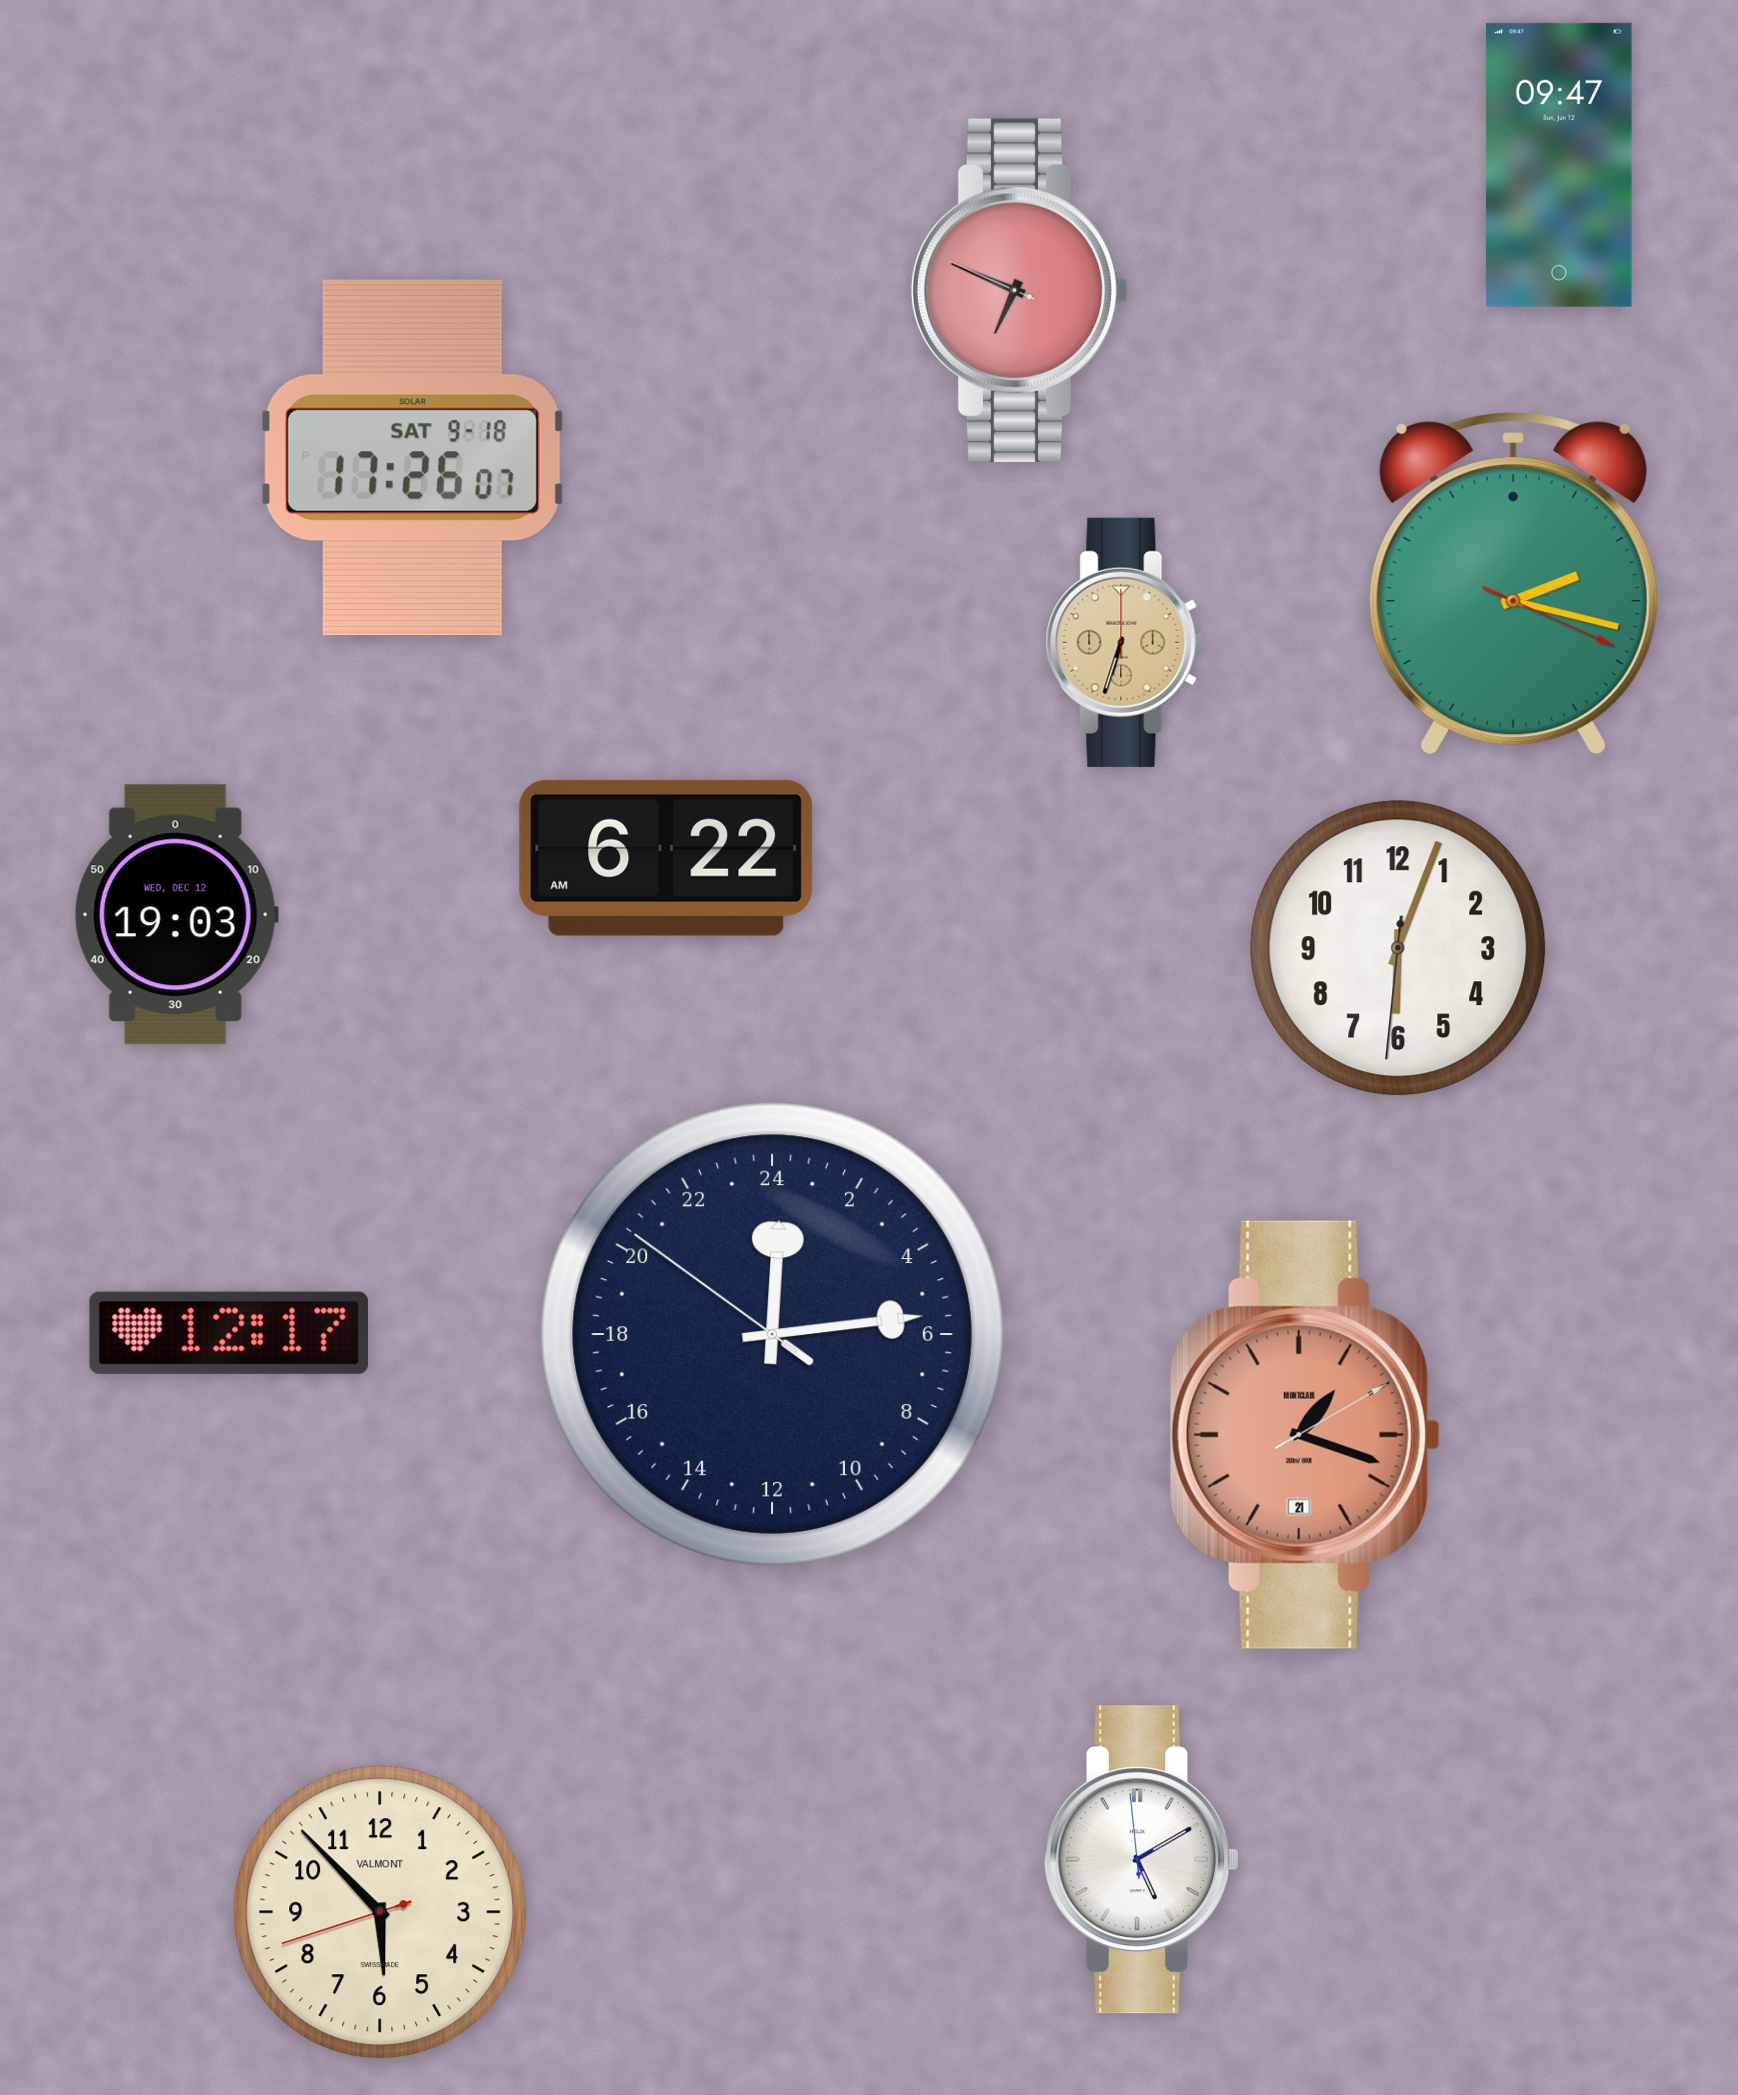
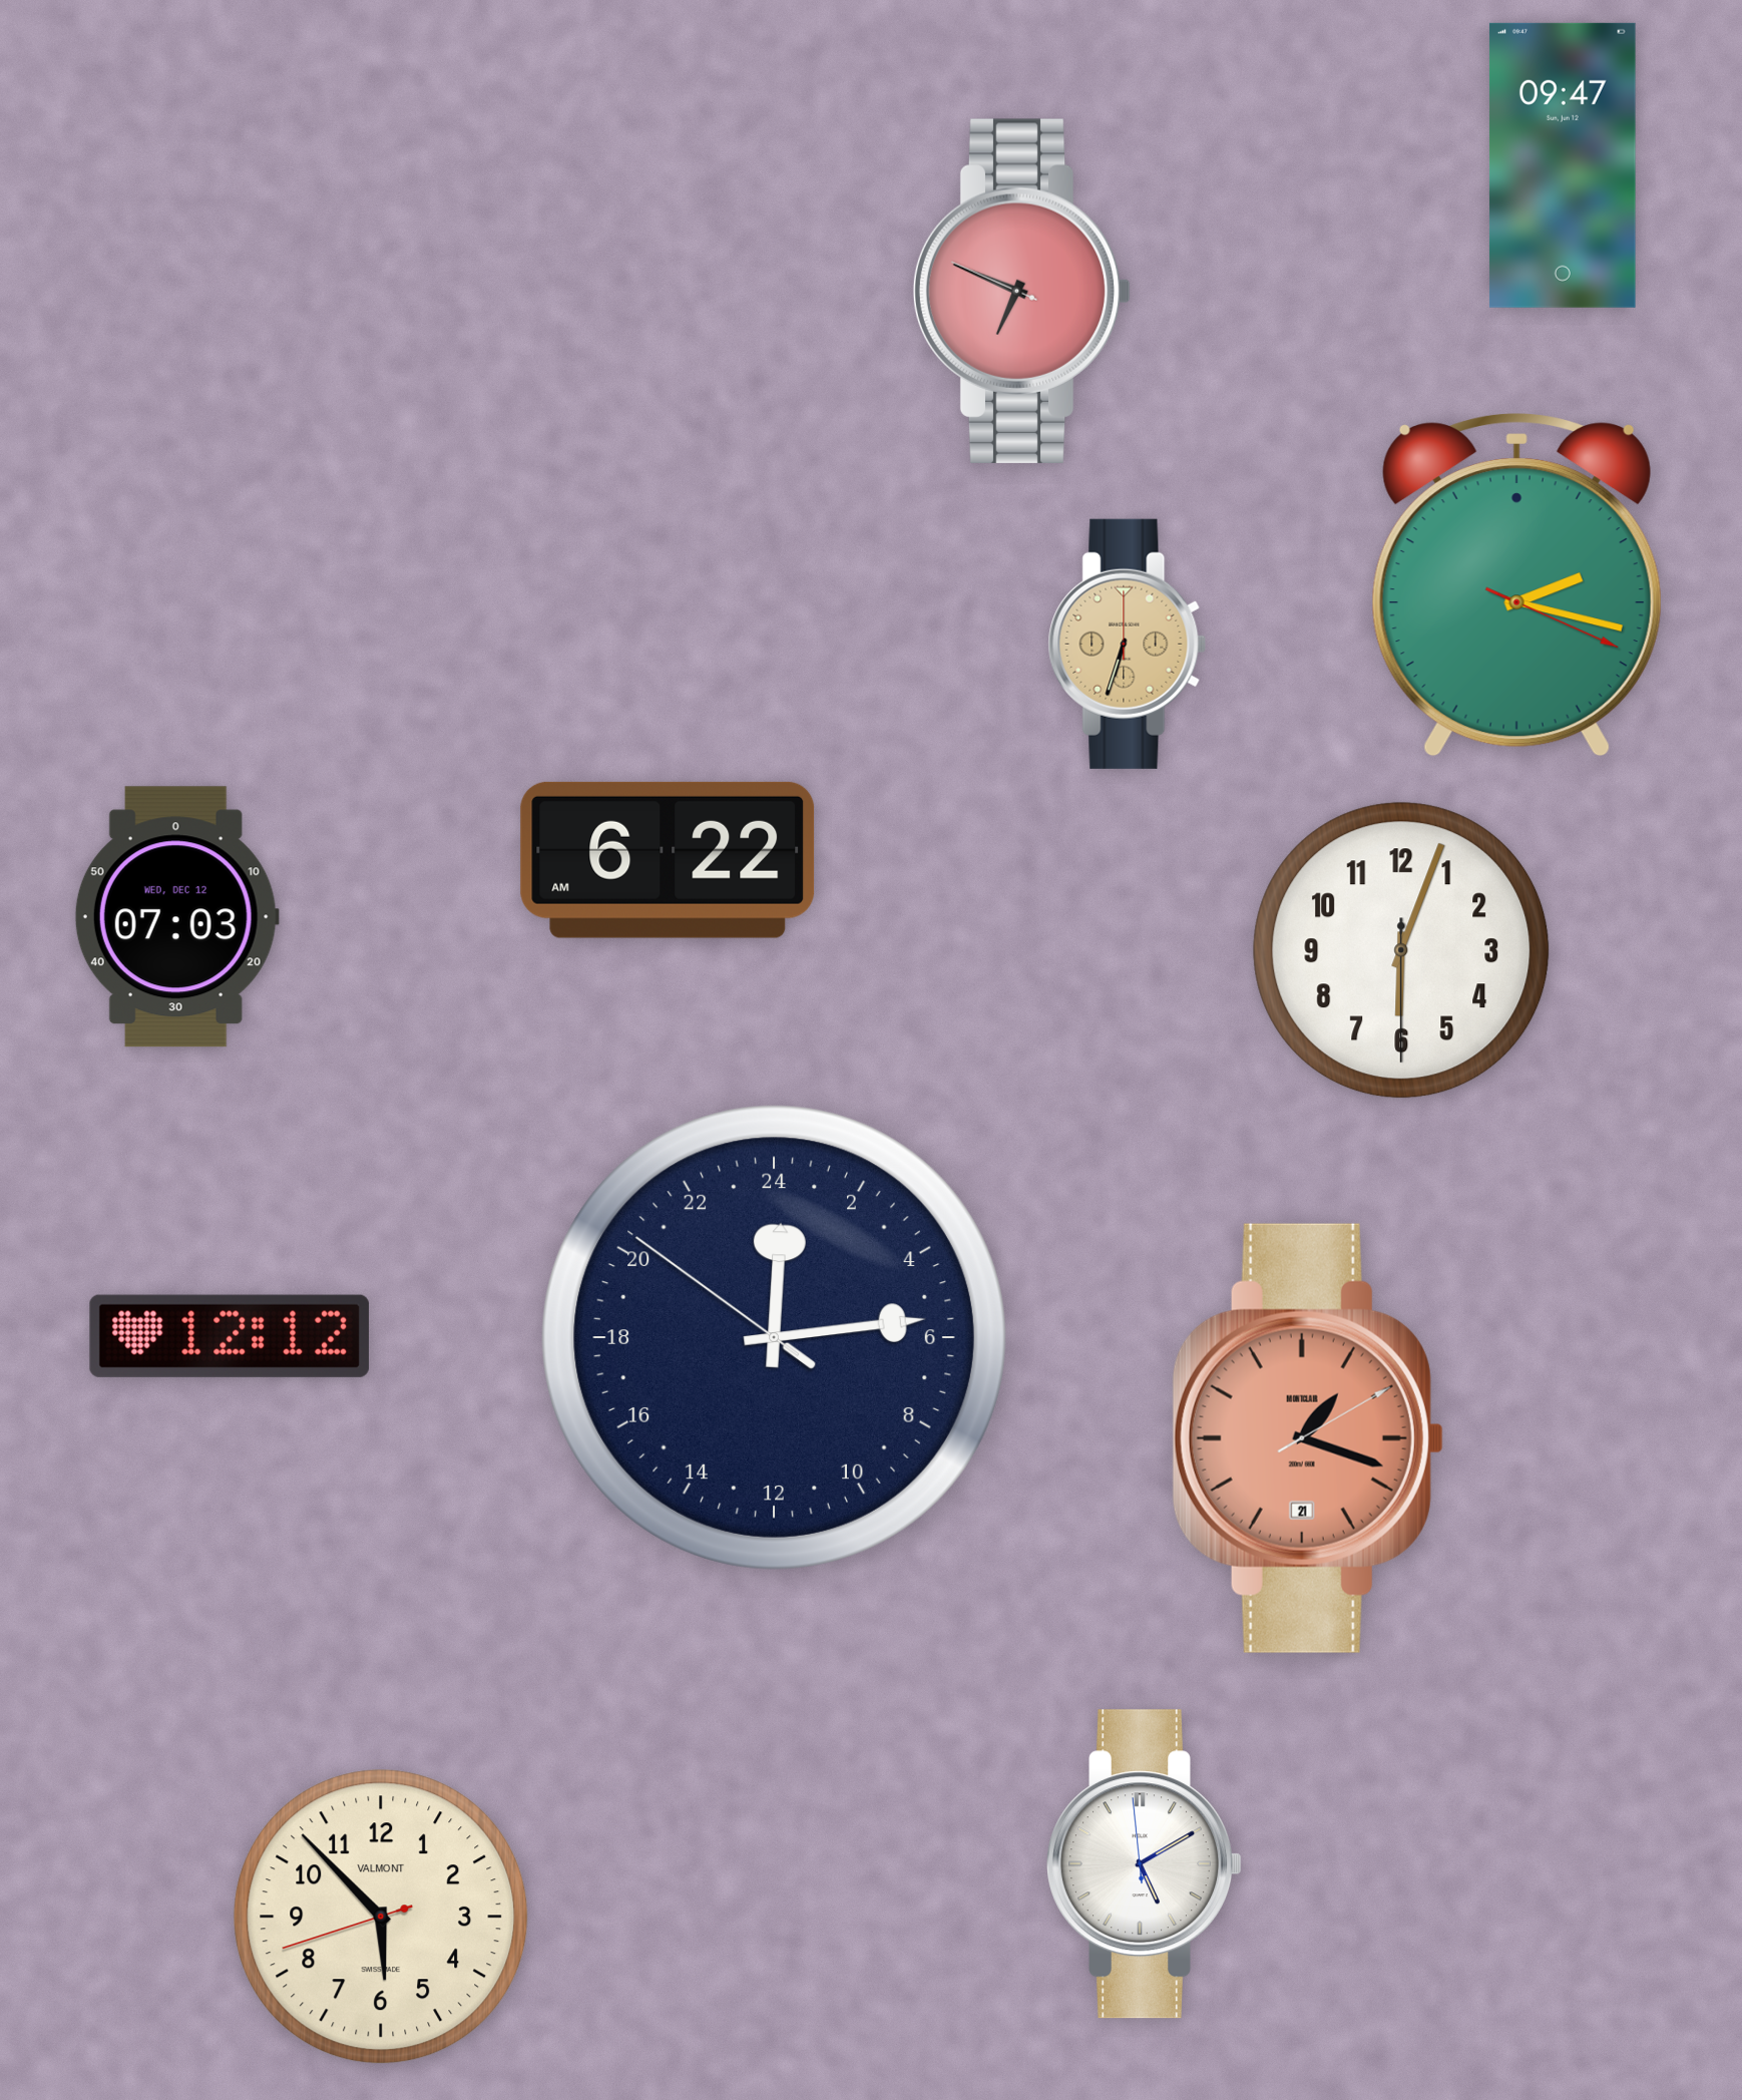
clock at (412, 458): 17:26 -> none
clock at (176, 915): 19:03 -> 07:03
clock at (1398, 948): 6:03:31 -> 6:03:30
clock at (229, 1333): 12:17 -> 12:12
